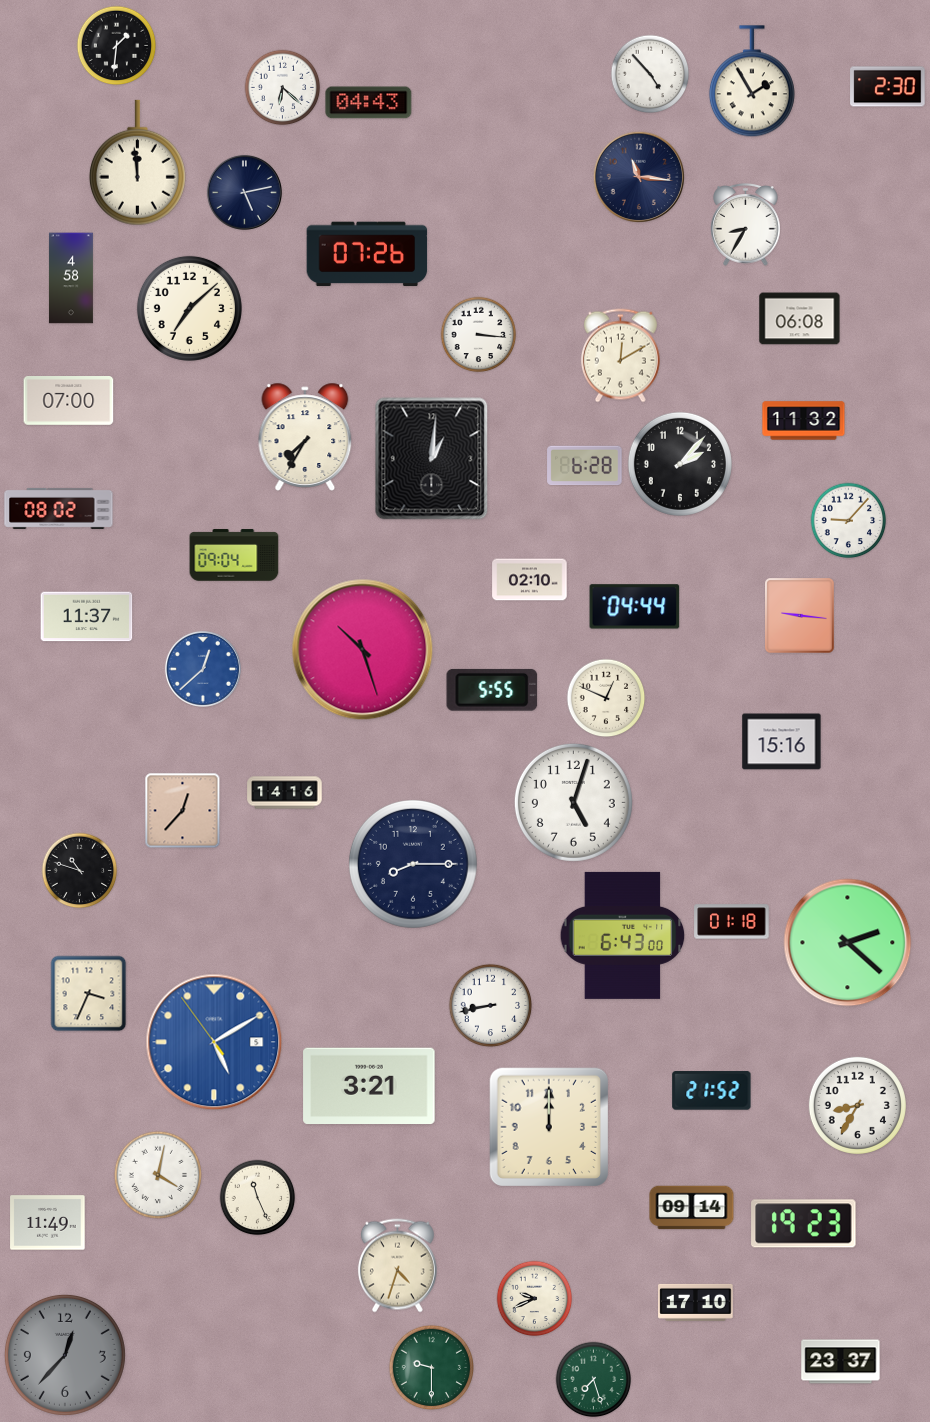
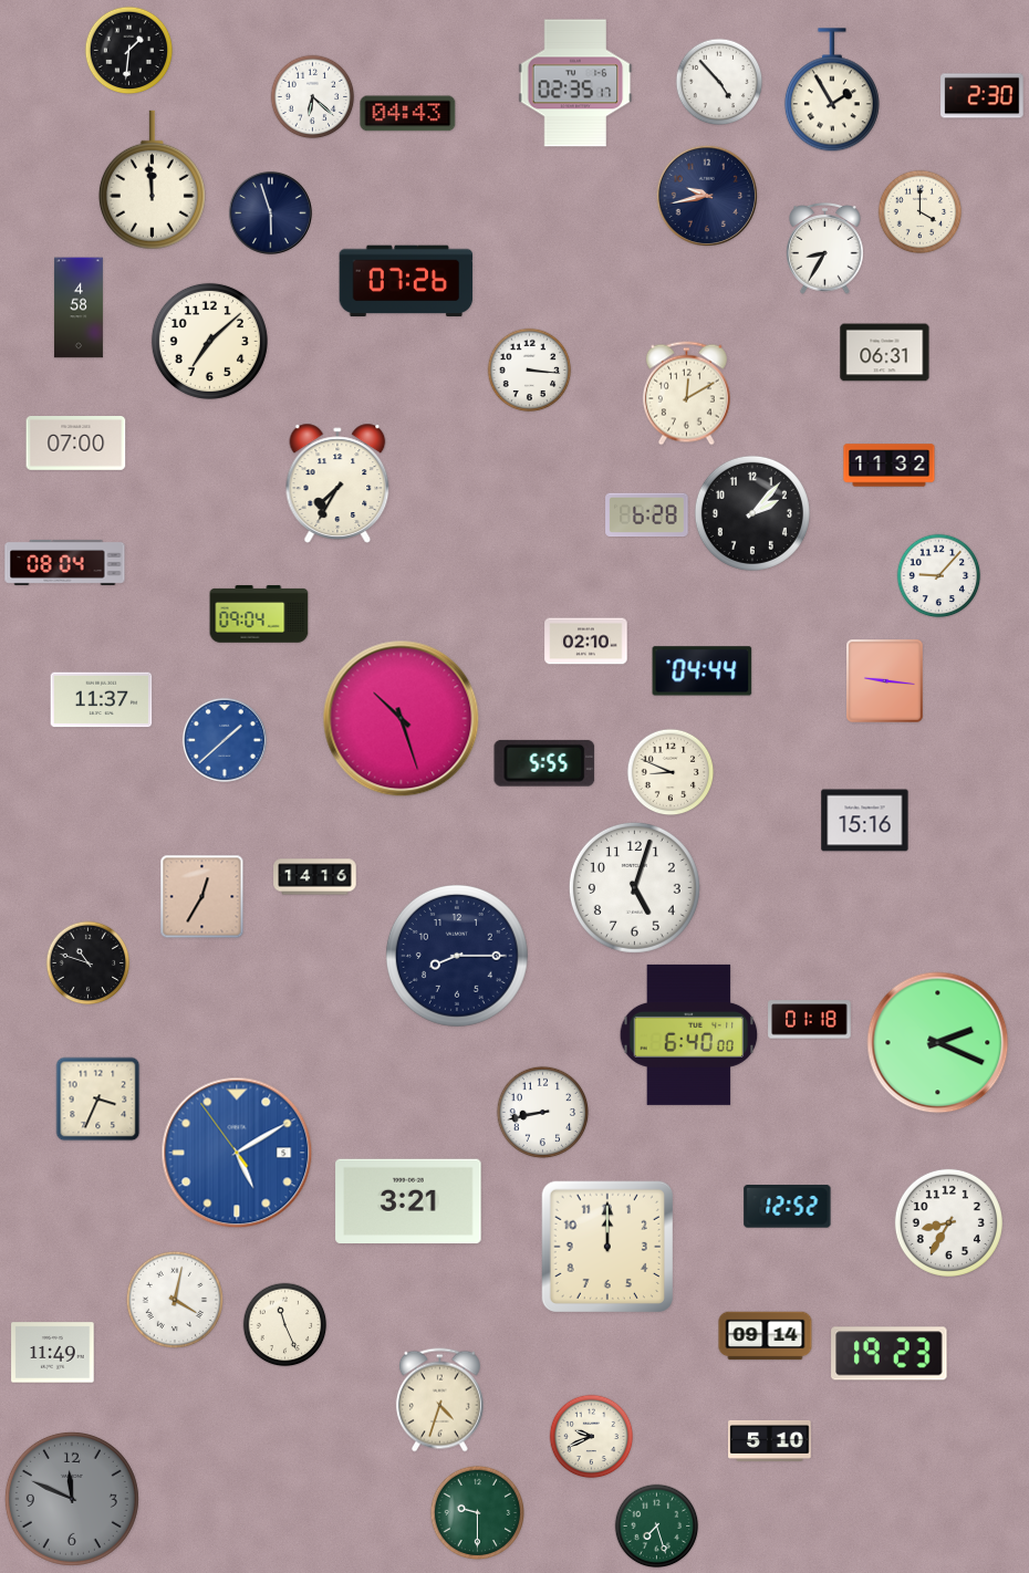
clock at (575, 83): none -> 02:35
clock at (638, 176): 11:16 -> 9:43
clock at (244, 192): 5:13 -> 5:57
clock at (921, 212): none -> 4:00
clock at (800, 319): 06:08 -> 06:31
clock at (432, 459): 1:01 -> none
clock at (59, 508): 08:02 -> 08:04
clock at (87, 617) position: (87, 617) -> (102, 700)
clock at (203, 669): 12:38 -> 1:38
clock at (606, 698): 12:49 -> 8:49
clock at (183, 811): 12:37 -> 12:35
clock at (623, 935): 6:43 -> 6:40
clock at (848, 943): 2:22 -> 2:19
clock at (712, 1091): 21:52 -> 12:52
clock at (696, 1302): 17:10 -> 5:10
clock at (65, 1355): 12:37 -> 11:49
clock at (841, 1362): 23:37 -> none
